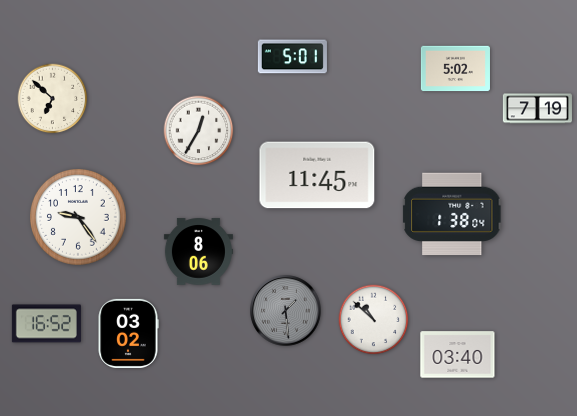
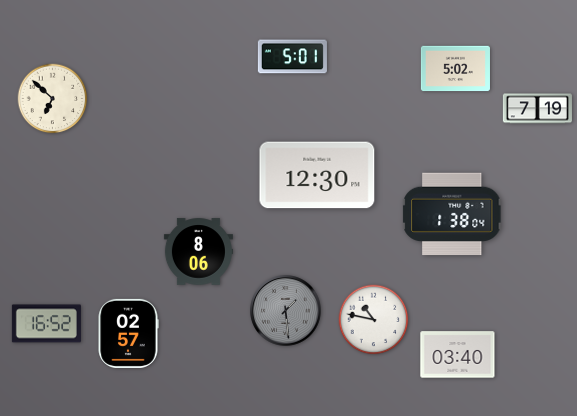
clock at (199, 131): 12:35 -> none
clock at (317, 175): 11:45 -> 12:30
clock at (79, 218): 9:24 -> none
clock at (374, 320): 10:52 -> 10:47
clock at (128, 333): 03:02 -> 02:57
